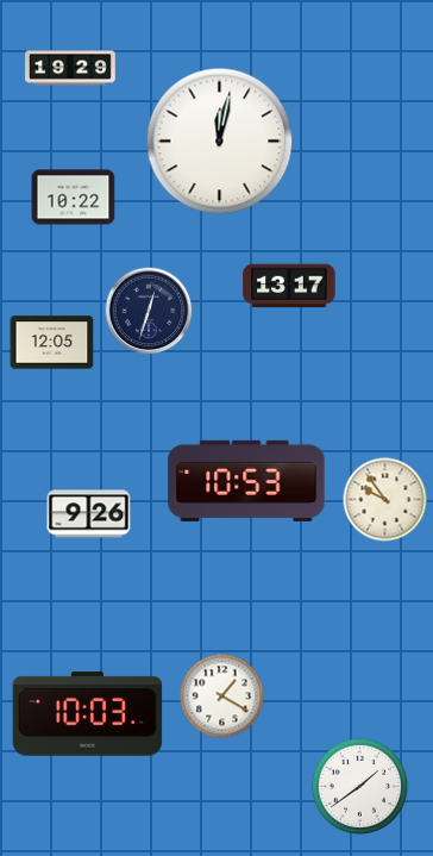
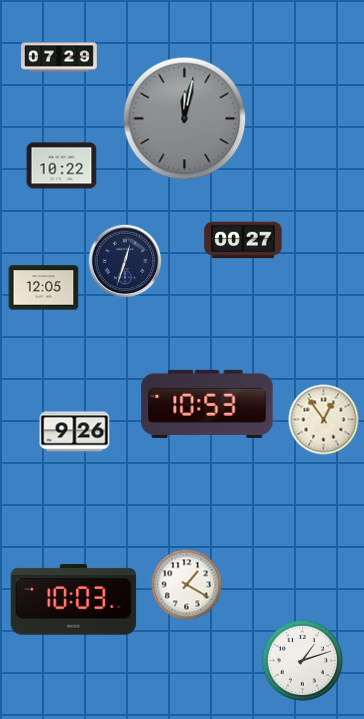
clock at (70, 68): 19:29 -> 07:29
clock at (220, 142) dial: white -> grey
clock at (289, 286): 13:17 -> 00:27
clock at (385, 500): 9:54 -> 12:54
clock at (359, 786): 1:39 -> 1:12
